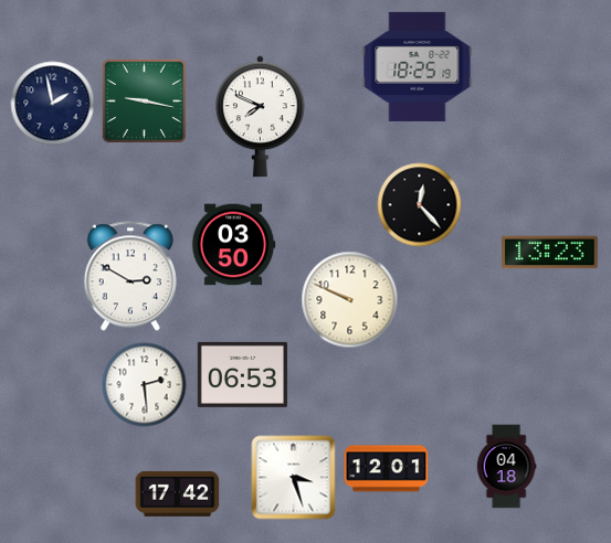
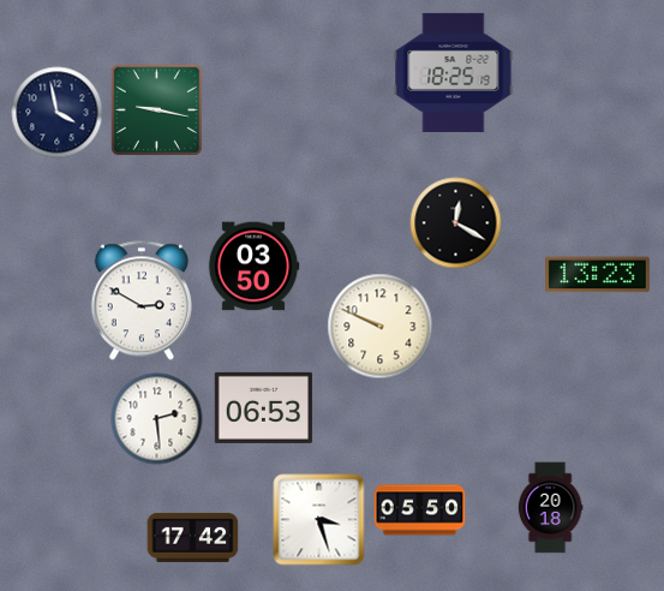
clock at (53, 104): 1:58 -> 3:58
clock at (261, 117): 7:49 -> none
clock at (420, 205): 12:23 -> 12:20
clock at (506, 467): 04:18 -> 20:18
clock at (387, 469): 12:01 -> 05:50
